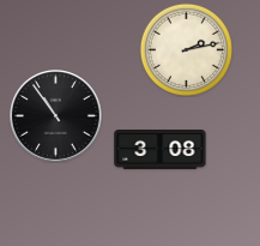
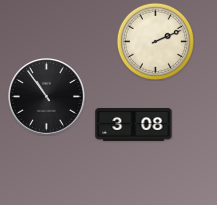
clock at (186, 49): 2:13 -> 2:11
